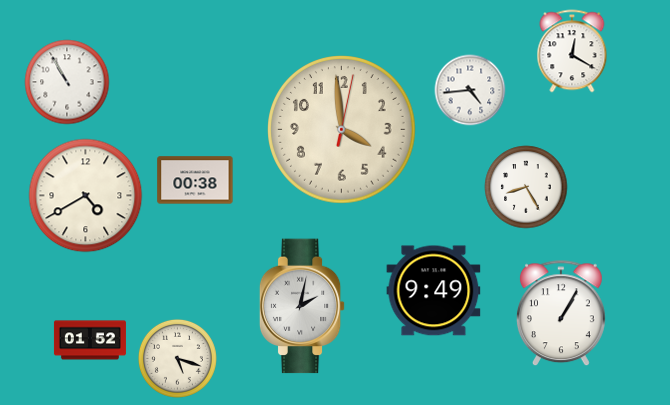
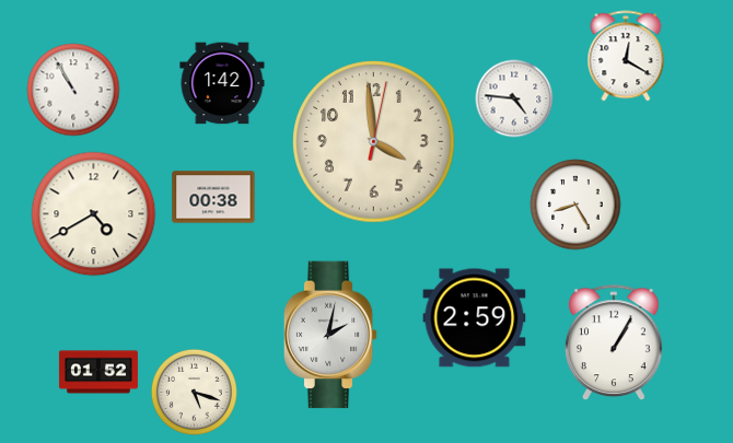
clock at (222, 83): none -> 1:42
clock at (470, 90): 4:44 -> 4:46
clock at (434, 291): 9:49 -> 2:59
